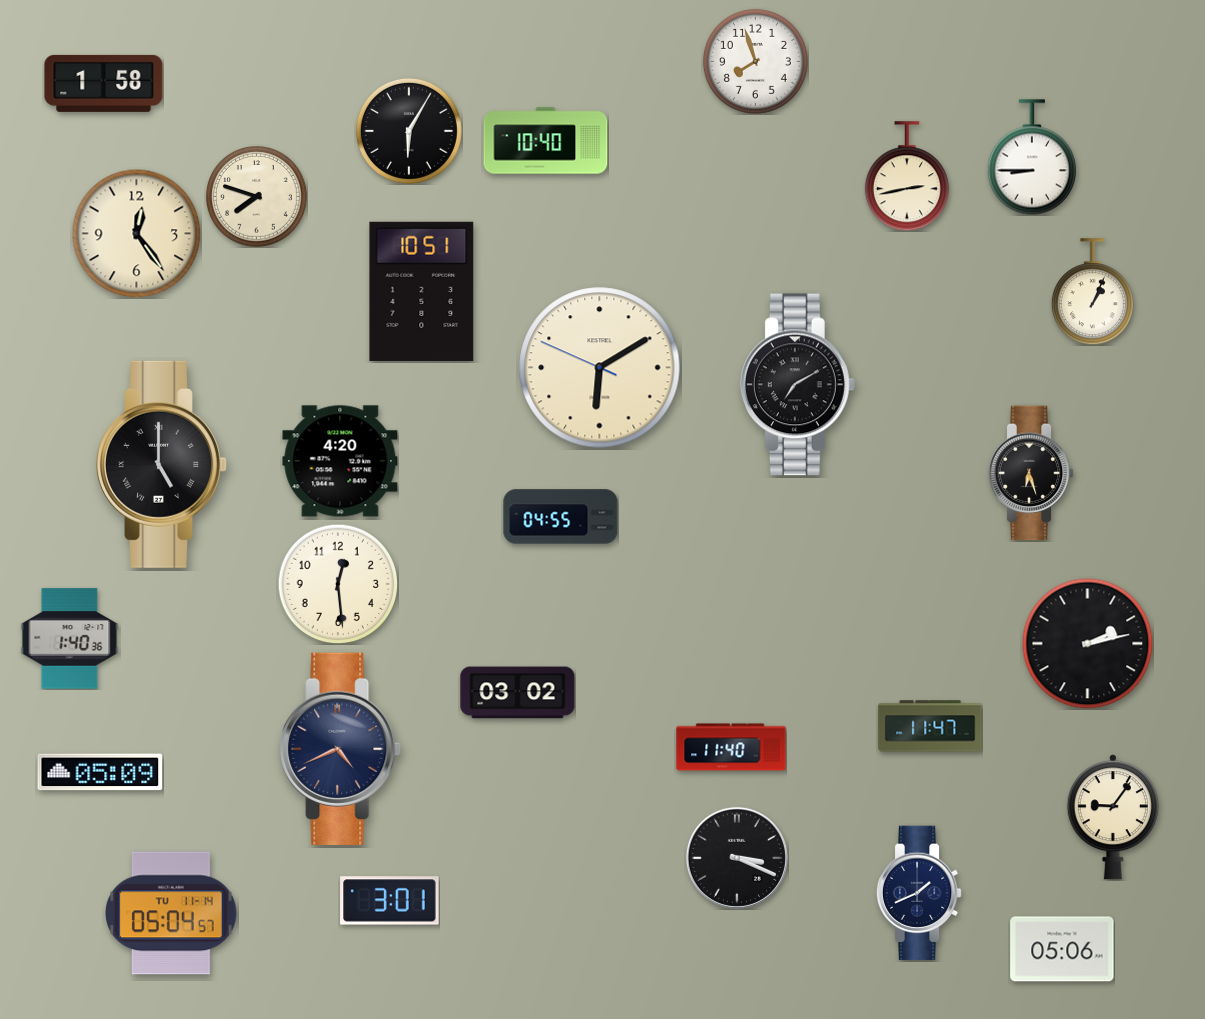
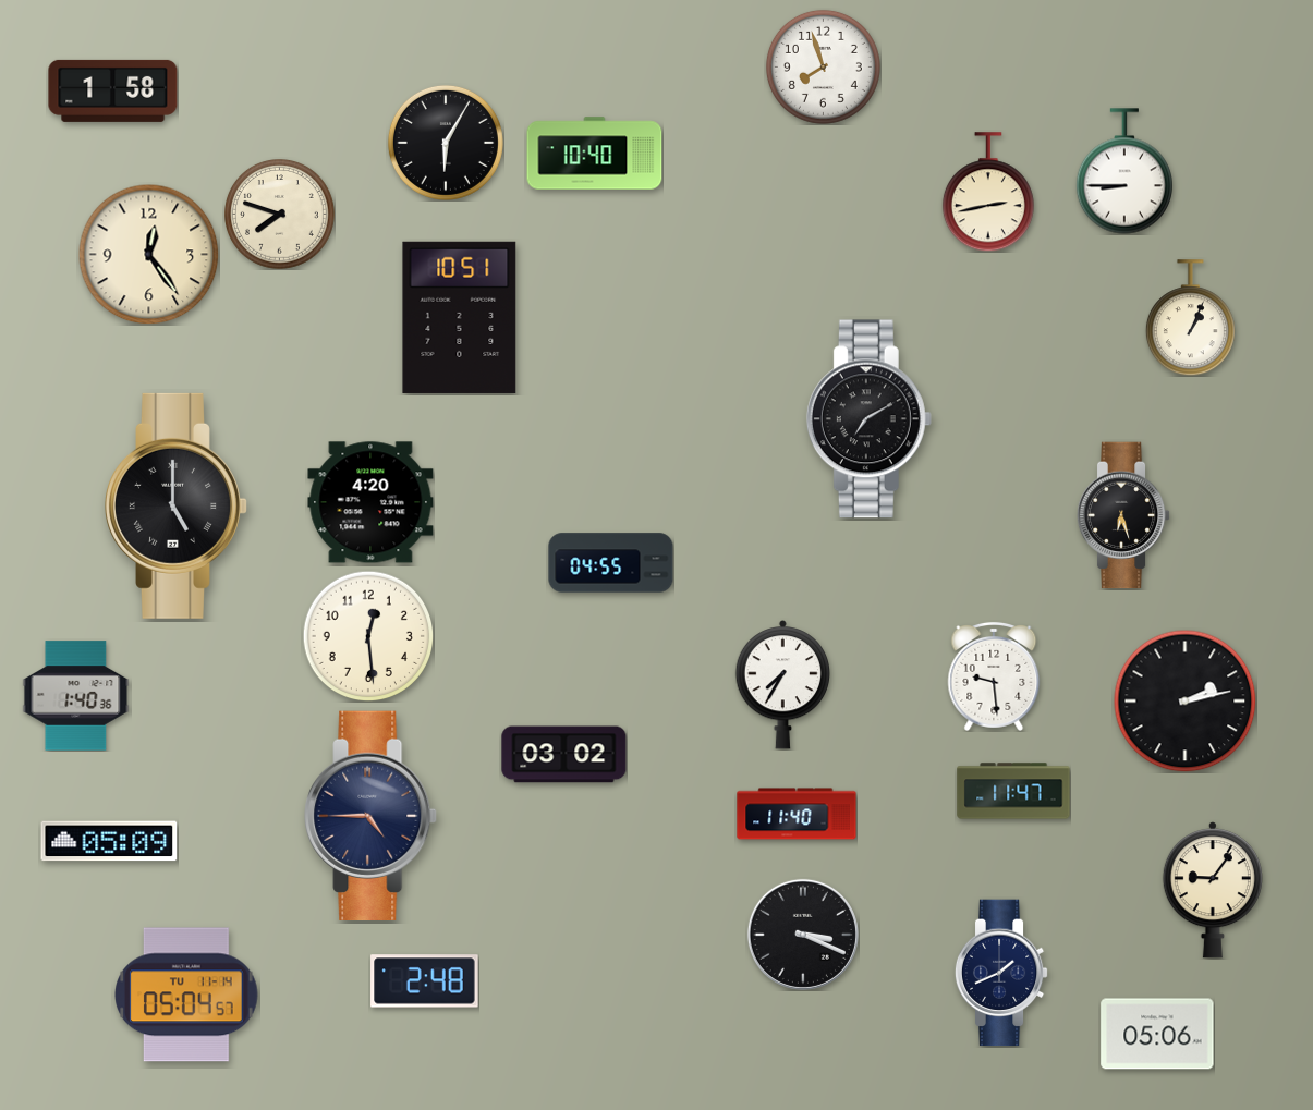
clock at (600, 368): 6:09 -> none
clock at (994, 676): none -> 9:29
clock at (782, 685): none -> 7:35
clock at (340, 748): 4:41 -> 4:45
clock at (390, 901): 3:01 -> 2:48
